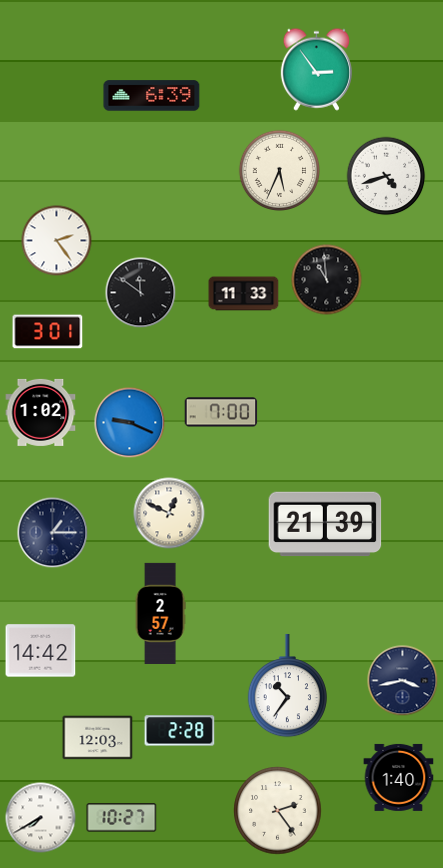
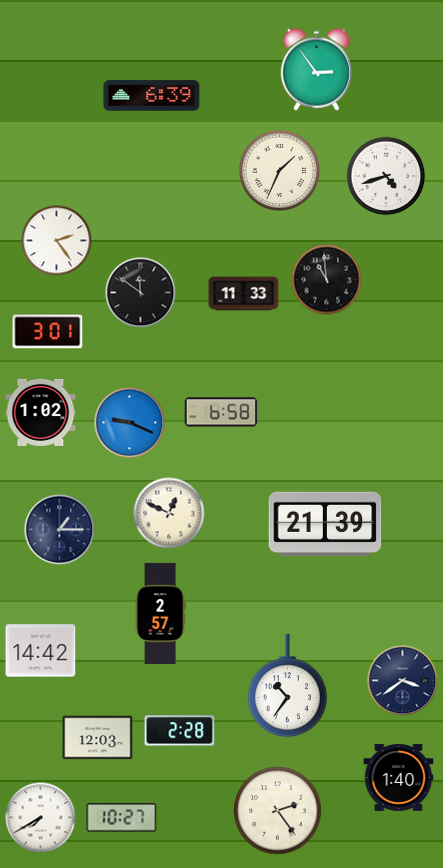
clock at (279, 170): 5:34 -> 1:34
clock at (221, 412): 7:00 -> 6:58
clock at (53, 533) position: (53, 533) -> (60, 530)
clock at (403, 681): 3:43 -> 3:39
